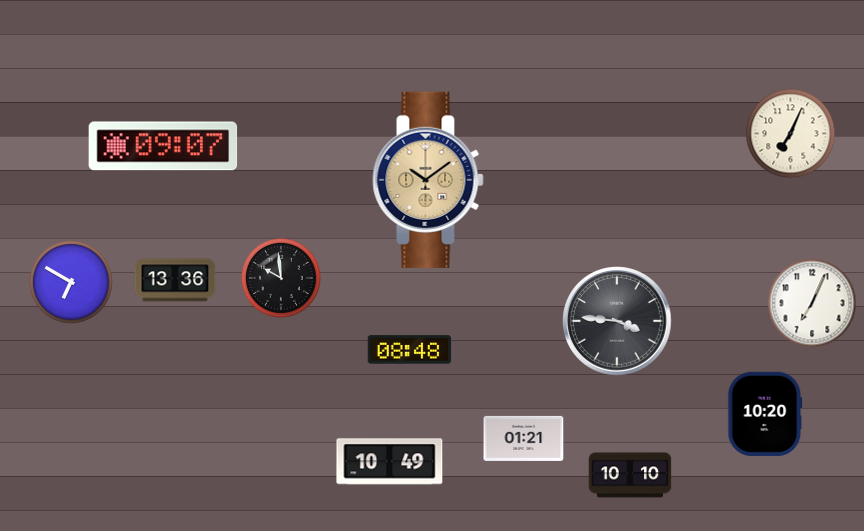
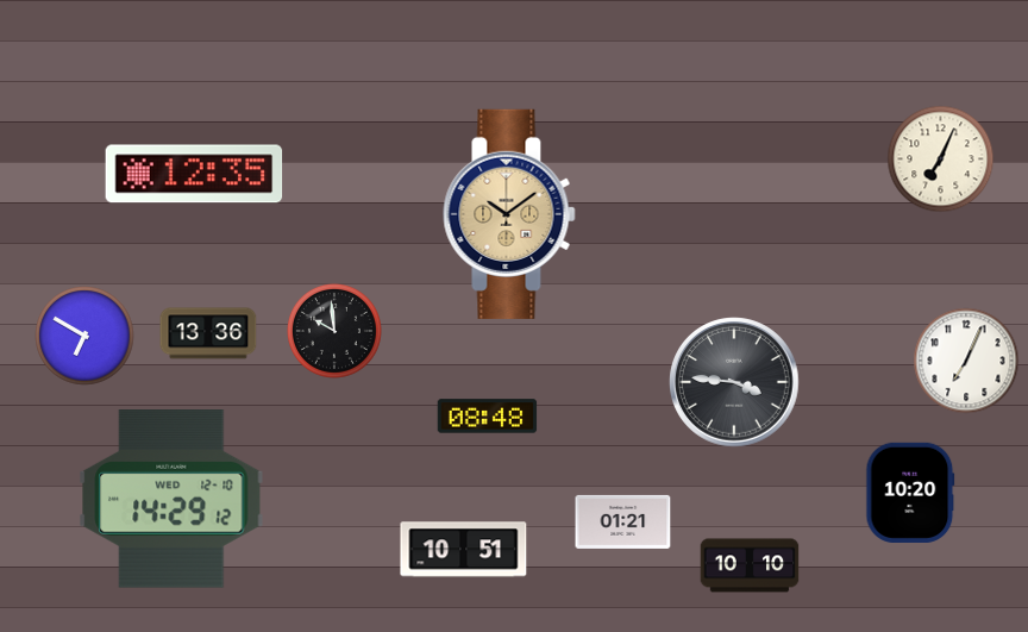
clock at (163, 146): 09:07 -> 12:35
clock at (171, 500): none -> 14:29
clock at (390, 462): 10:49 -> 10:51
